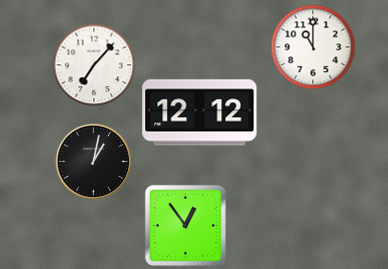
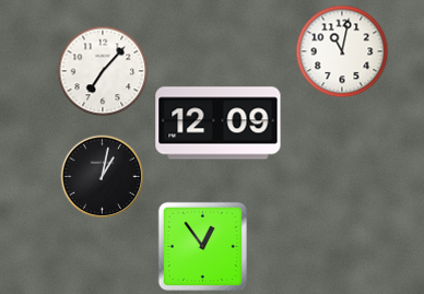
clock at (313, 47): 11:00 -> 11:02
clock at (200, 113): 12:12 -> 12:09
